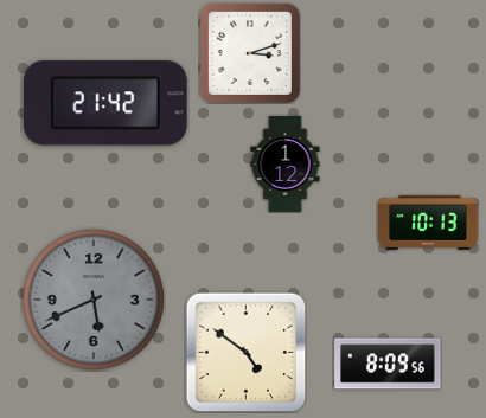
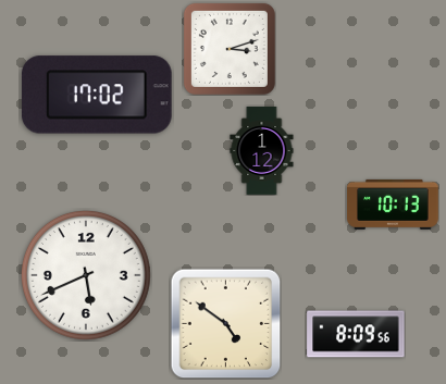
clock at (105, 103): 21:42 -> 17:02
clock at (94, 300) dial: grey -> white
